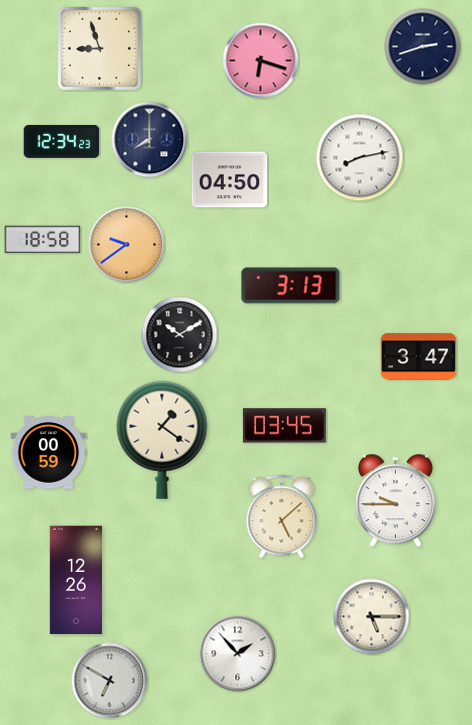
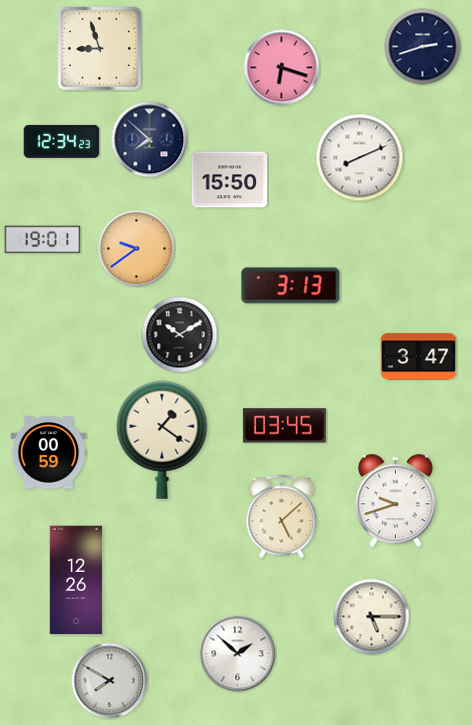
clock at (261, 61) position: (261, 61) -> (282, 68)
clock at (150, 140): 8:00 -> 7:52
clock at (360, 158): 8:13 -> 8:11
clock at (230, 180): 04:50 -> 15:50
clock at (43, 240): 18:58 -> 19:01
clock at (127, 245) position: (127, 245) -> (137, 249)
clock at (395, 501): 9:45 -> 9:42
clock at (238, 654): 1:53 -> 1:52
clock at (110, 681): 6:50 -> 7:50
